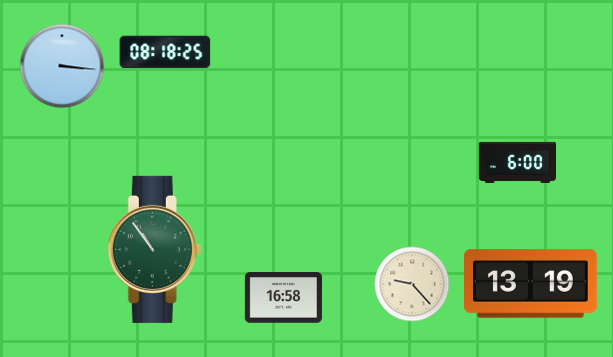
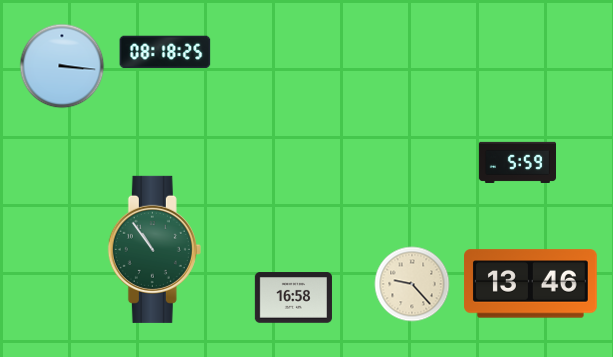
clock at (517, 162): 6:00 -> 5:59
clock at (531, 284): 13:19 -> 13:46
clock at (283, 298) position: (283, 298) -> (293, 298)
